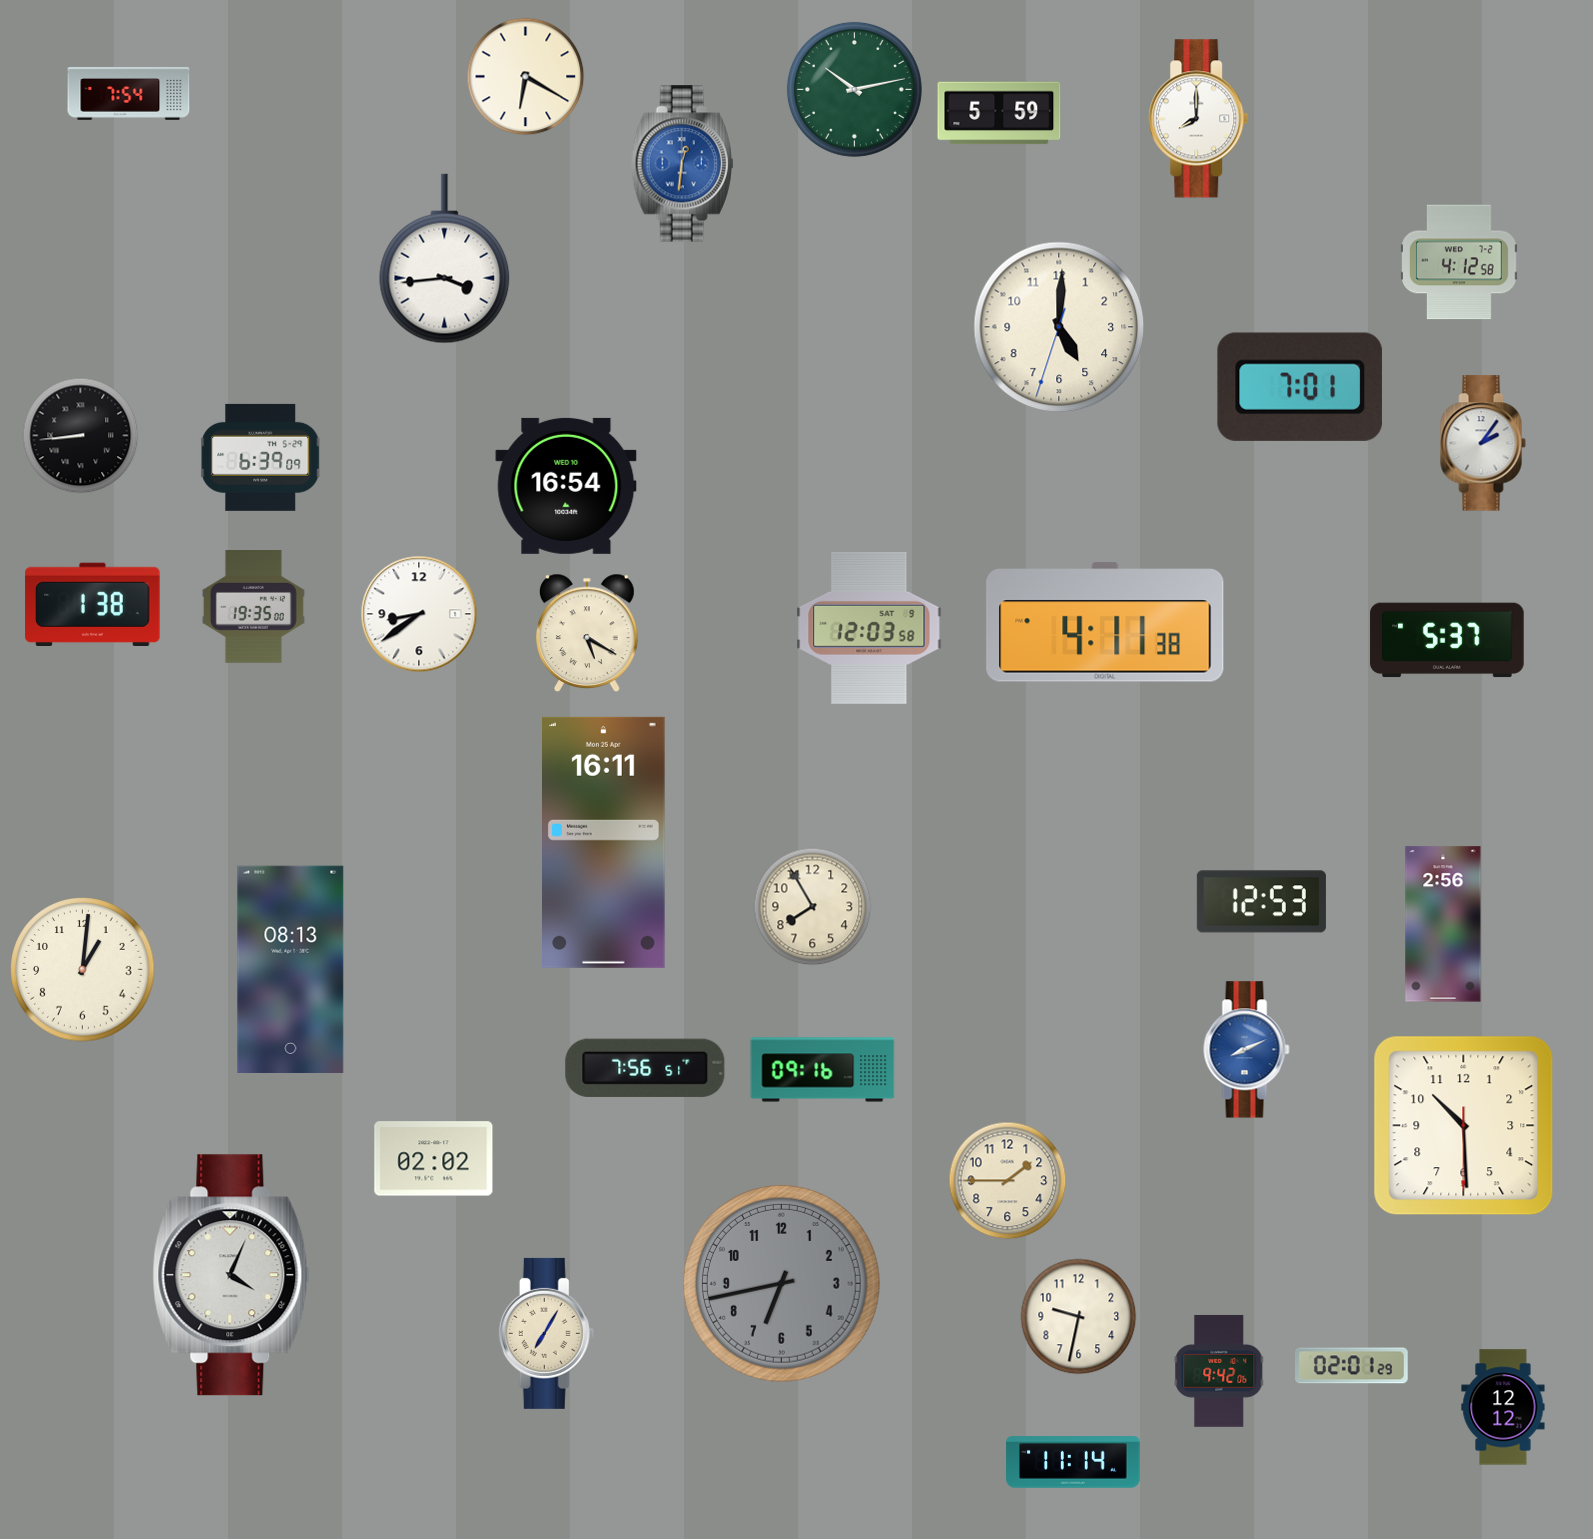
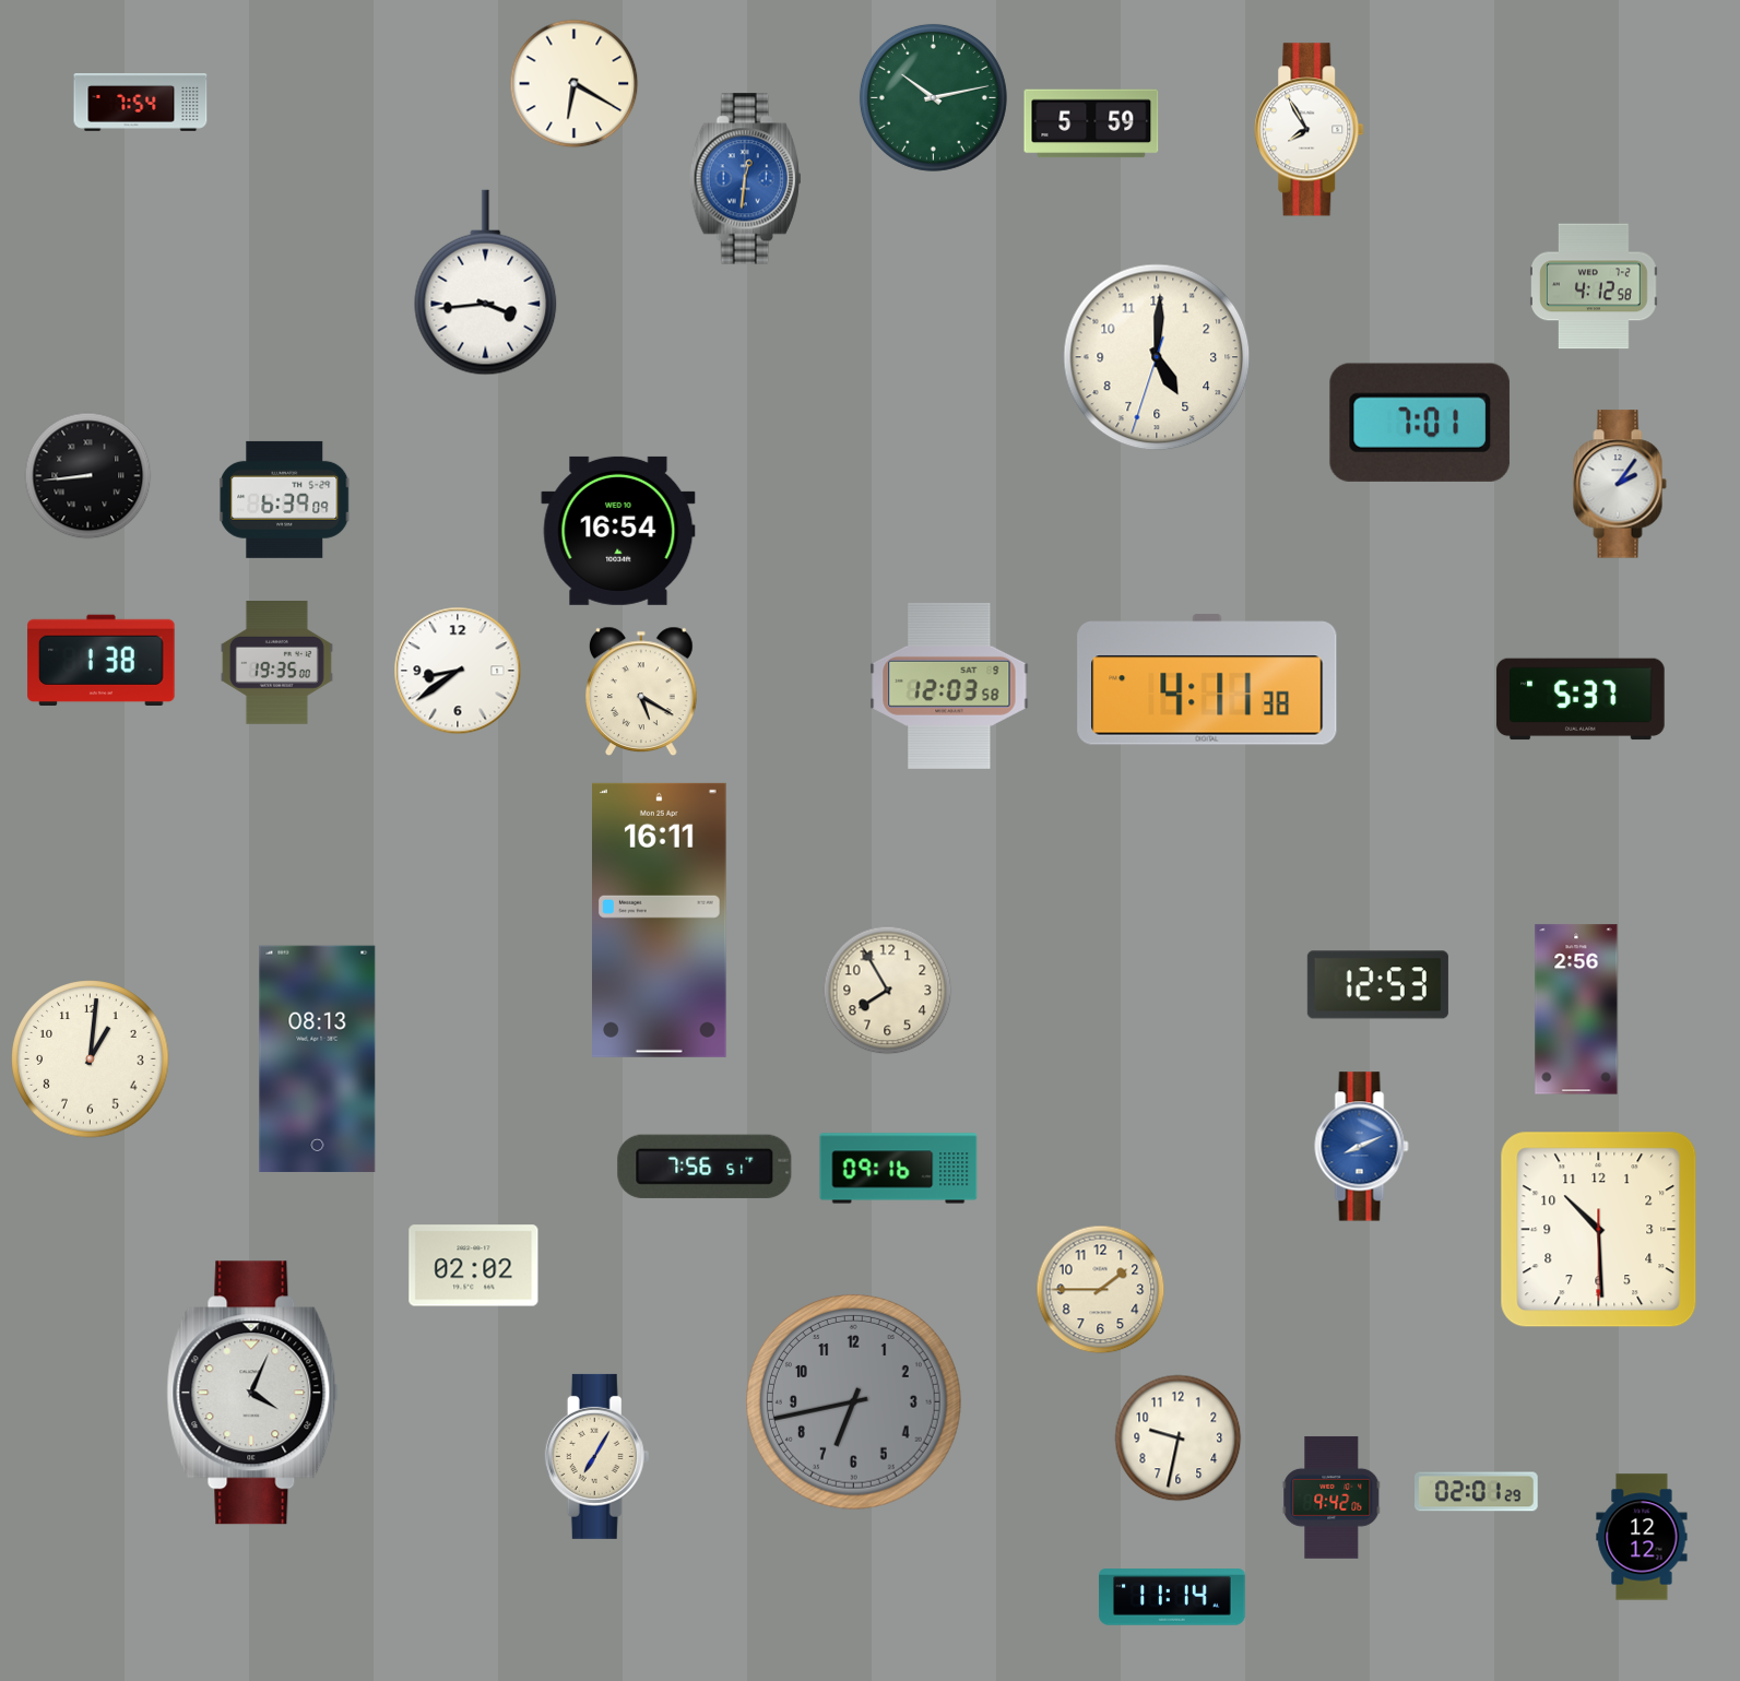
clock at (1199, 119): 8:00 -> 7:55
